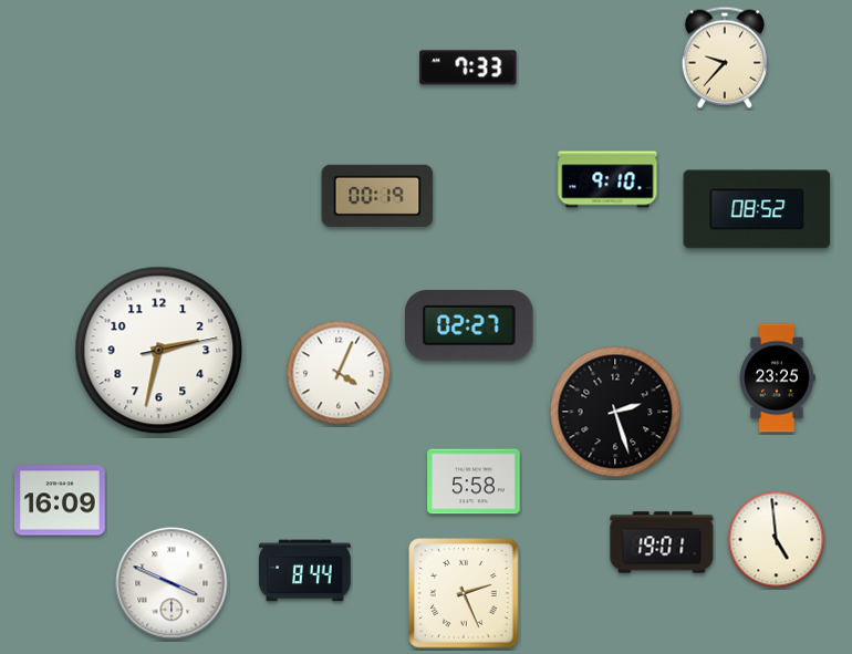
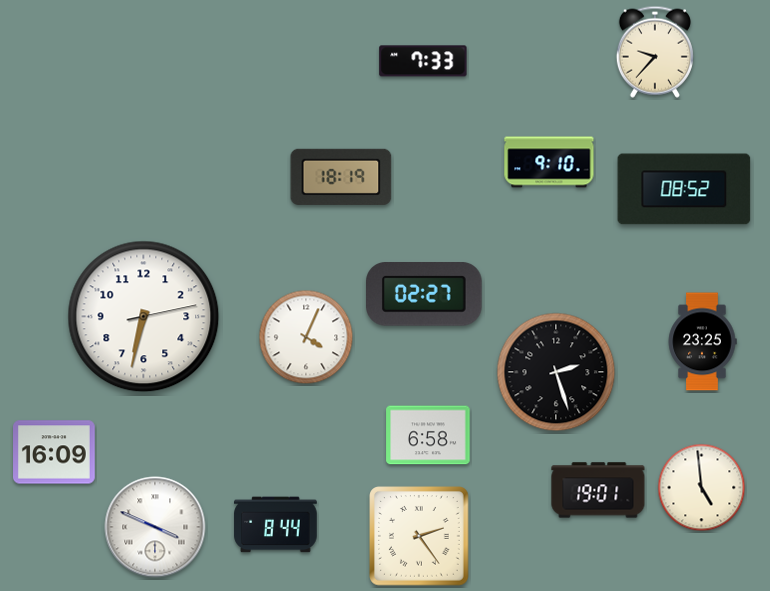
clock at (377, 196): 00:19 -> 18:19
clock at (159, 351): 2:32 -> 6:32
clock at (474, 481): 5:58 -> 6:58
clock at (305, 571) position: (305, 571) -> (276, 525)
clock at (464, 593): 2:26 -> 2:24
